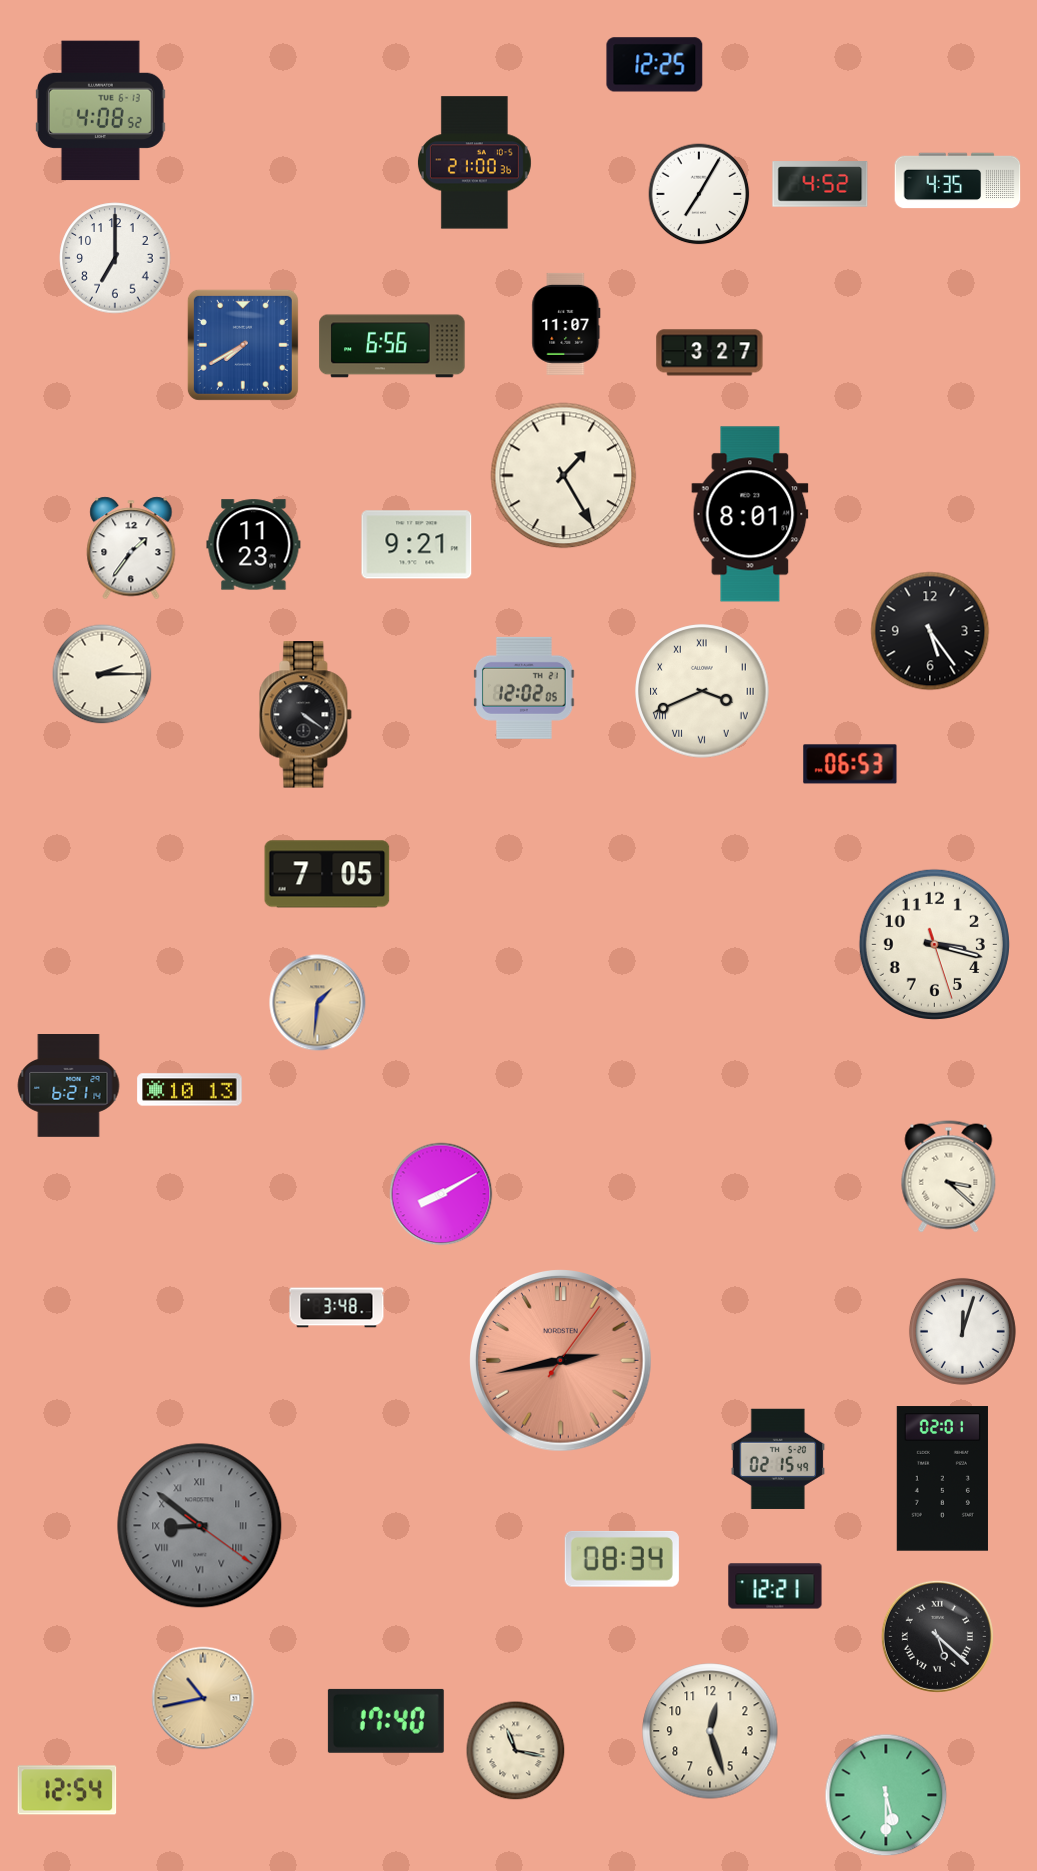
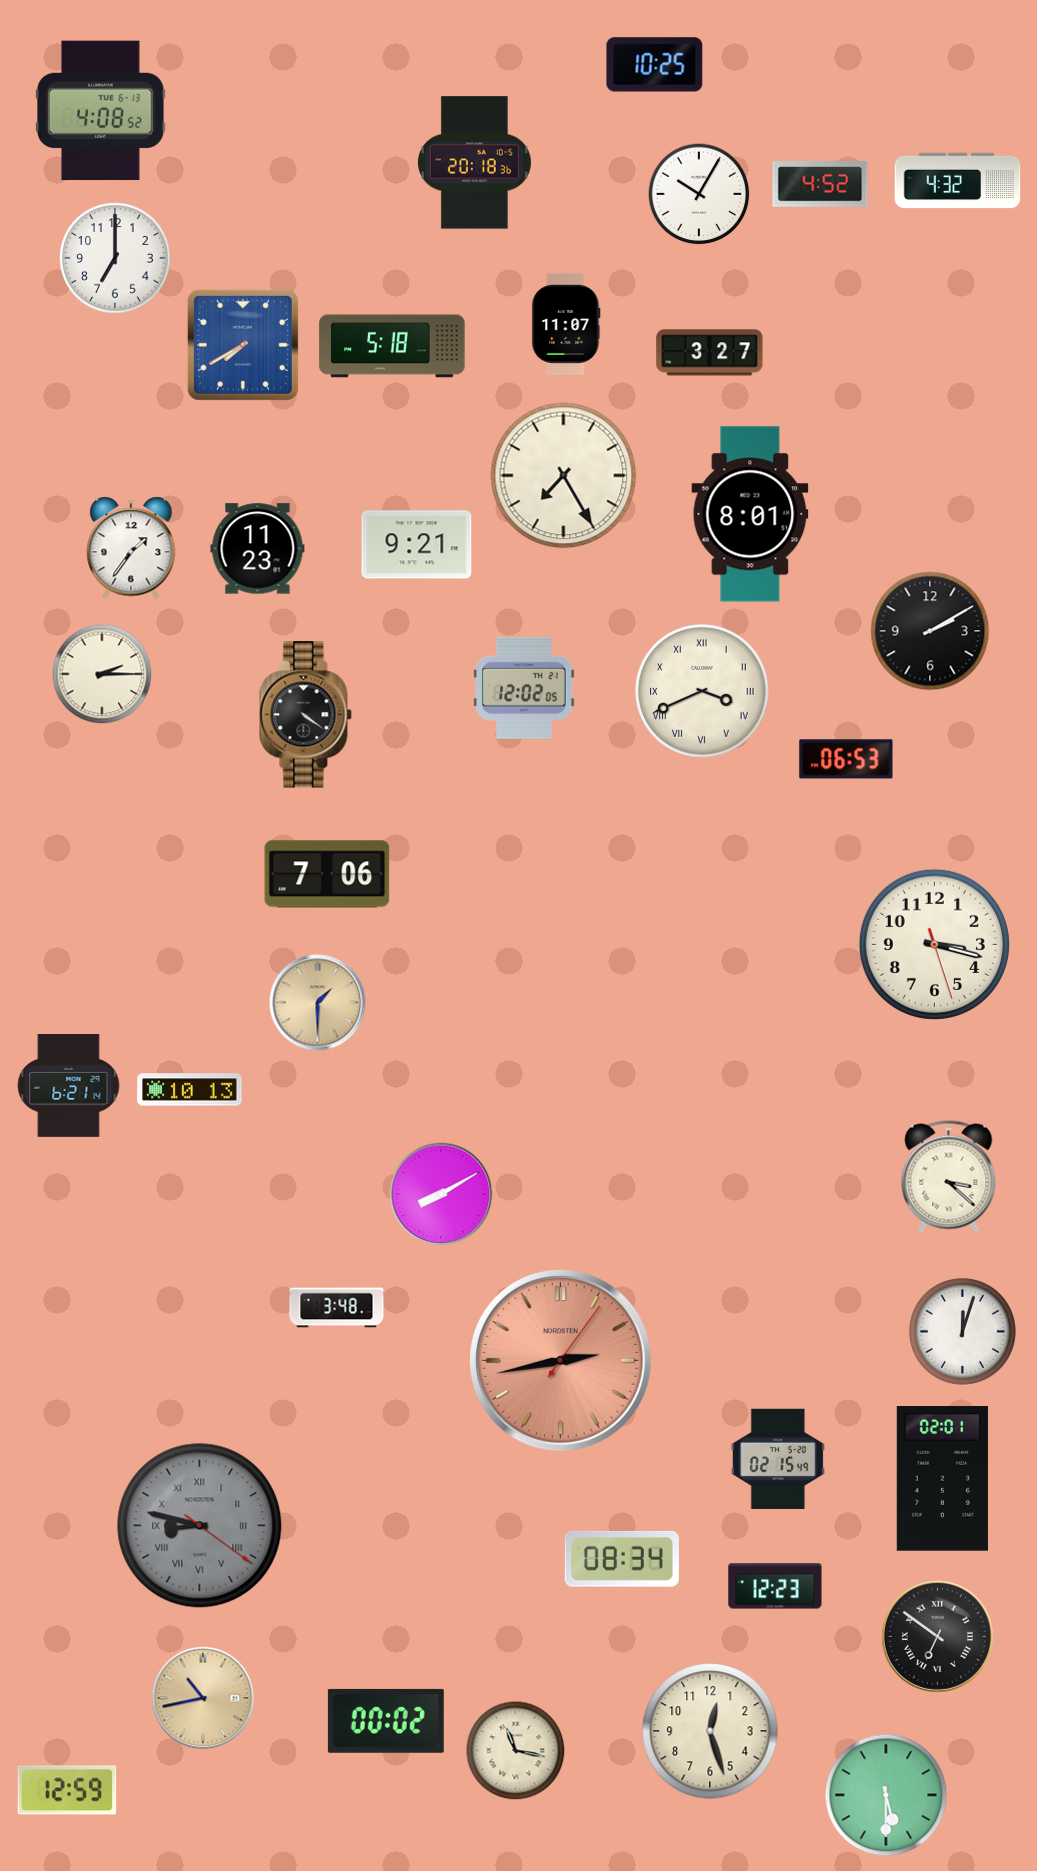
clock at (655, 65): 12:25 -> 10:25
clock at (474, 163): 21:00 -> 20:18
clock at (958, 181): 4:35 -> 4:32
clock at (699, 194): 7:05 -> 10:05
clock at (392, 346): 6:56 -> 5:18
clock at (564, 476): 1:25 -> 7:25
clock at (254, 545) position: (254, 545) -> (258, 549)
clock at (930, 631): 5:24 -> 2:10
clock at (850, 764) position: (850, 764) -> (846, 759)
clock at (327, 874): 7:05 -> 7:06
clock at (318, 1003): 1:31 -> 1:30
clock at (200, 1526): 8:51 -> 8:47
clock at (775, 1586): 12:21 -> 12:23
clock at (937, 1636): 5:22 -> 6:51
clock at (386, 1721): 17:40 -> 00:02
clock at (67, 1790): 12:54 -> 12:59
